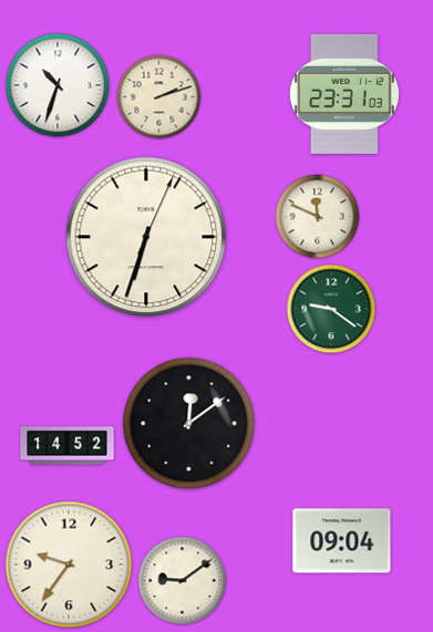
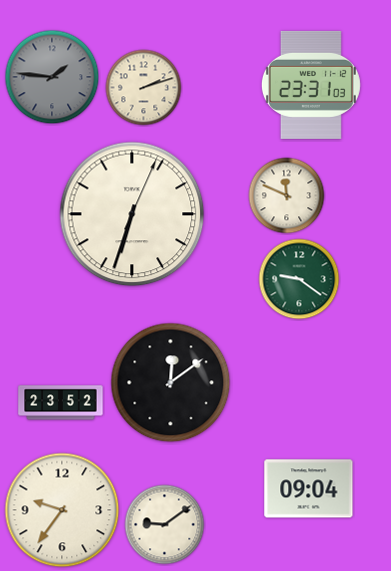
clock at (58, 85): 10:33 -> 1:46
clock at (58, 85) dial: white -> grey
clock at (68, 446): 14:52 -> 23:52
